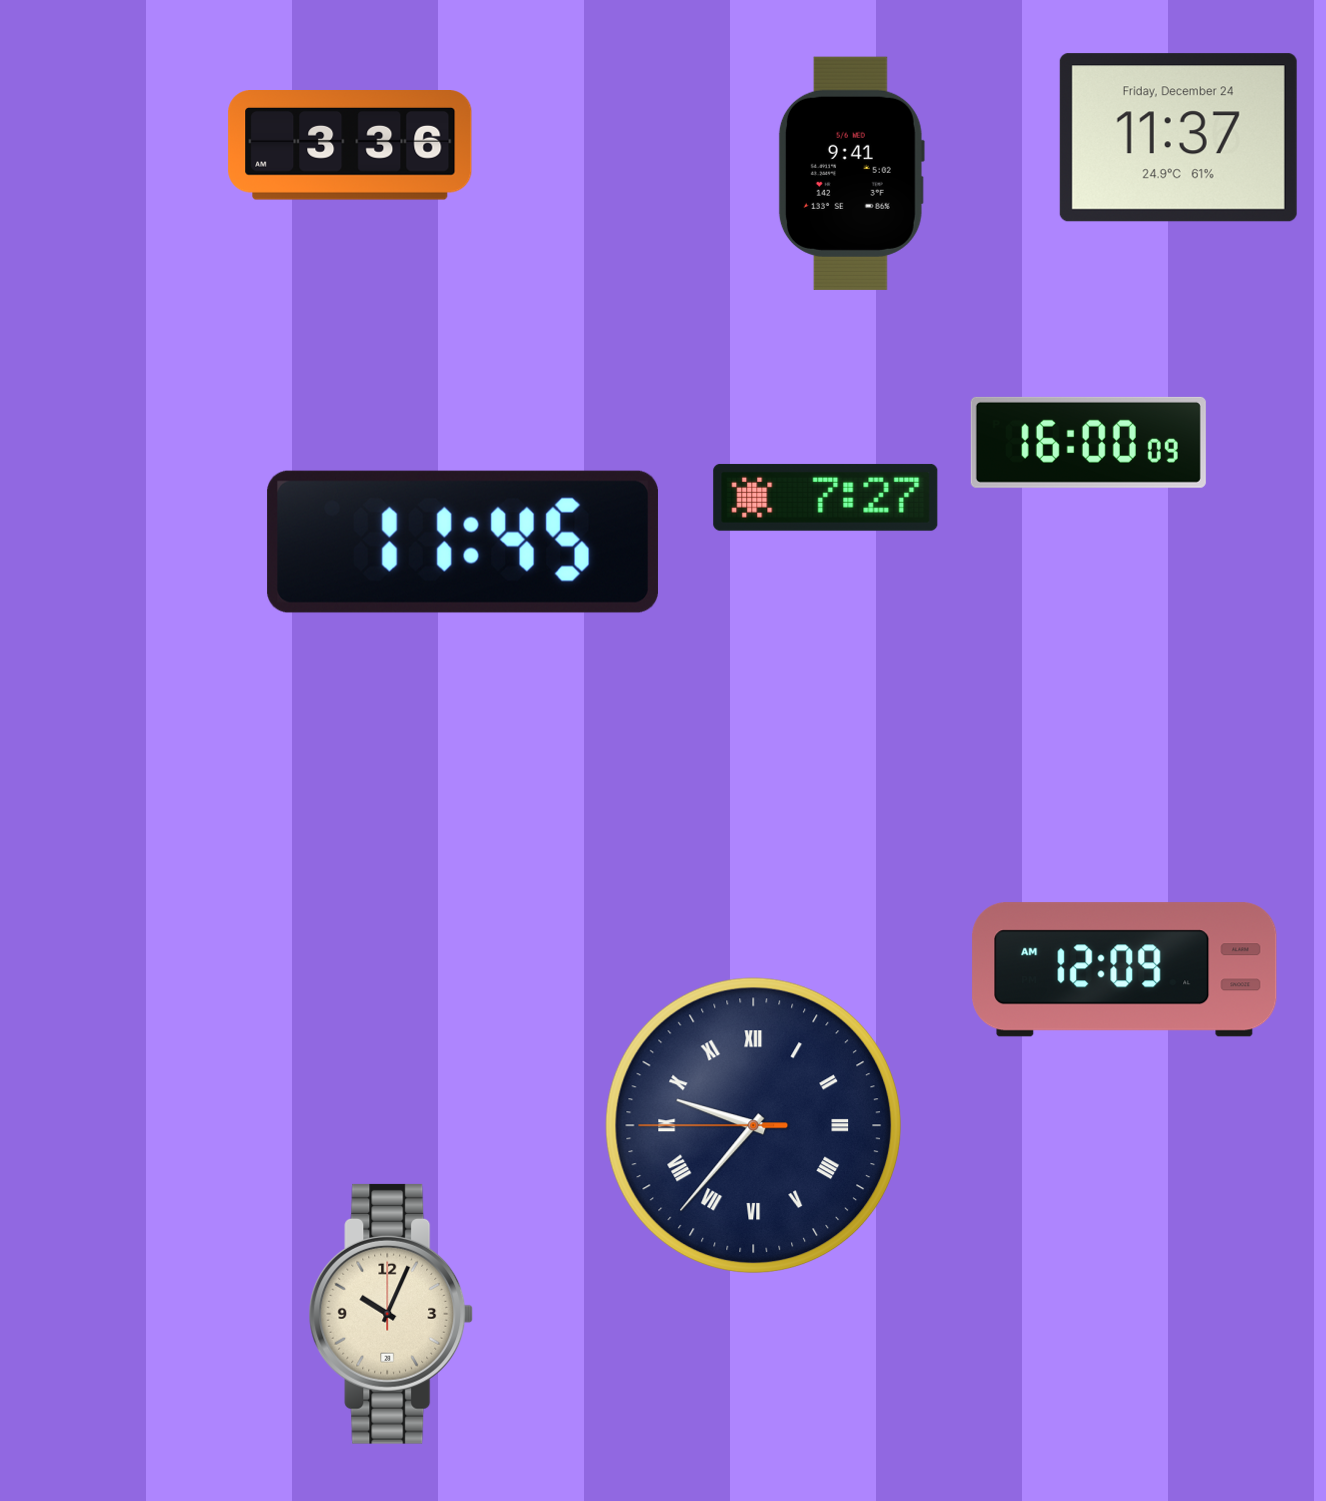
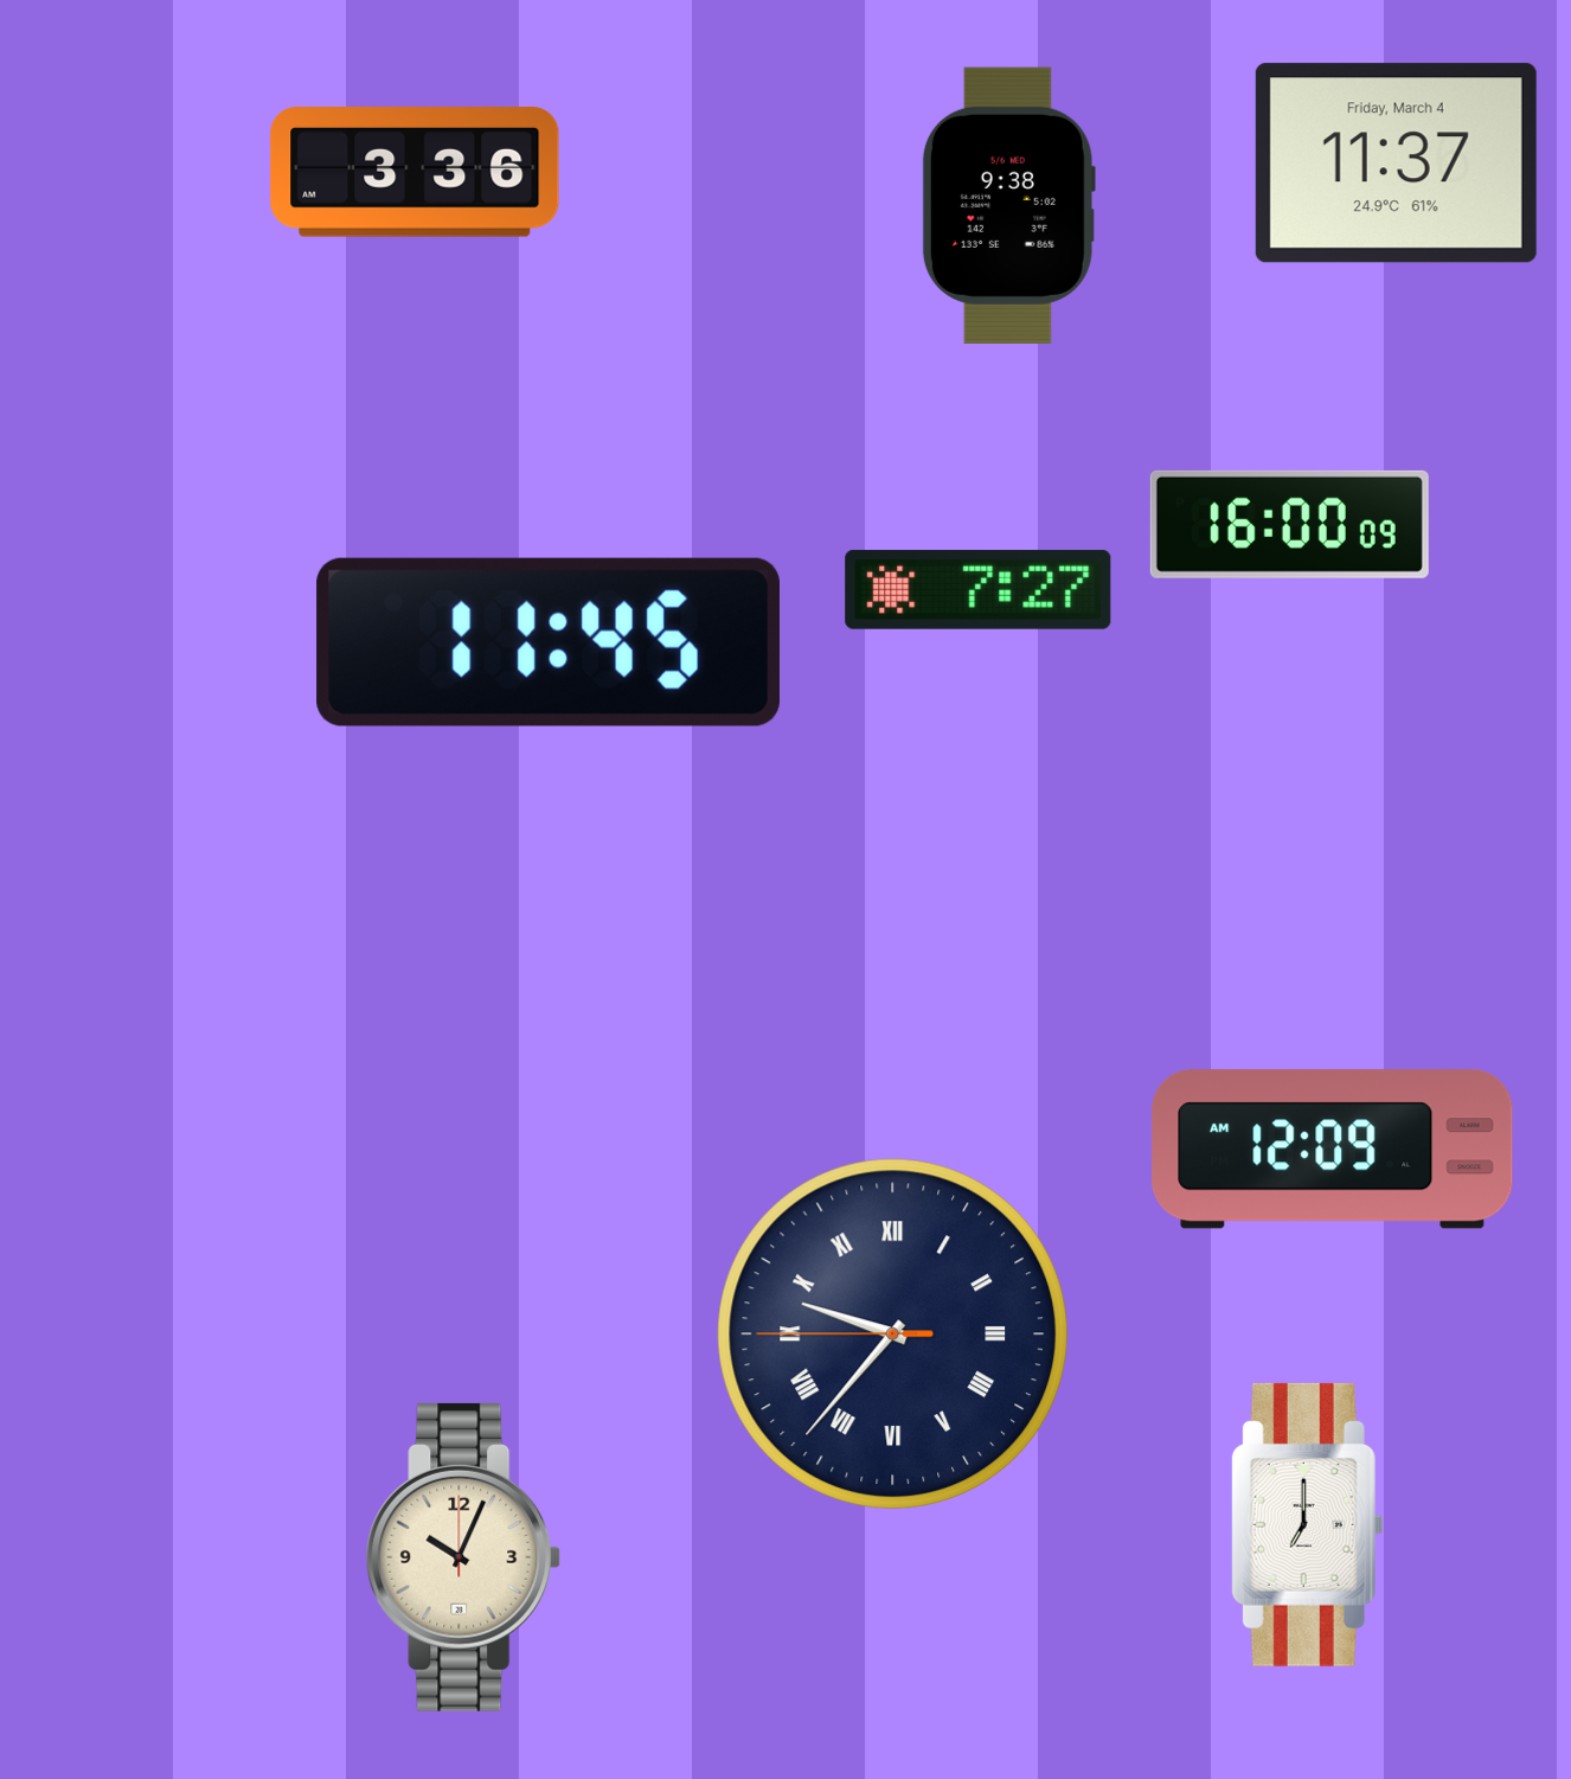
clock at (1178, 138) date: Friday, December 24 -> Friday, March 4
clock at (851, 173): 9:41 -> 9:38
clock at (1307, 1524): none -> 7:00
